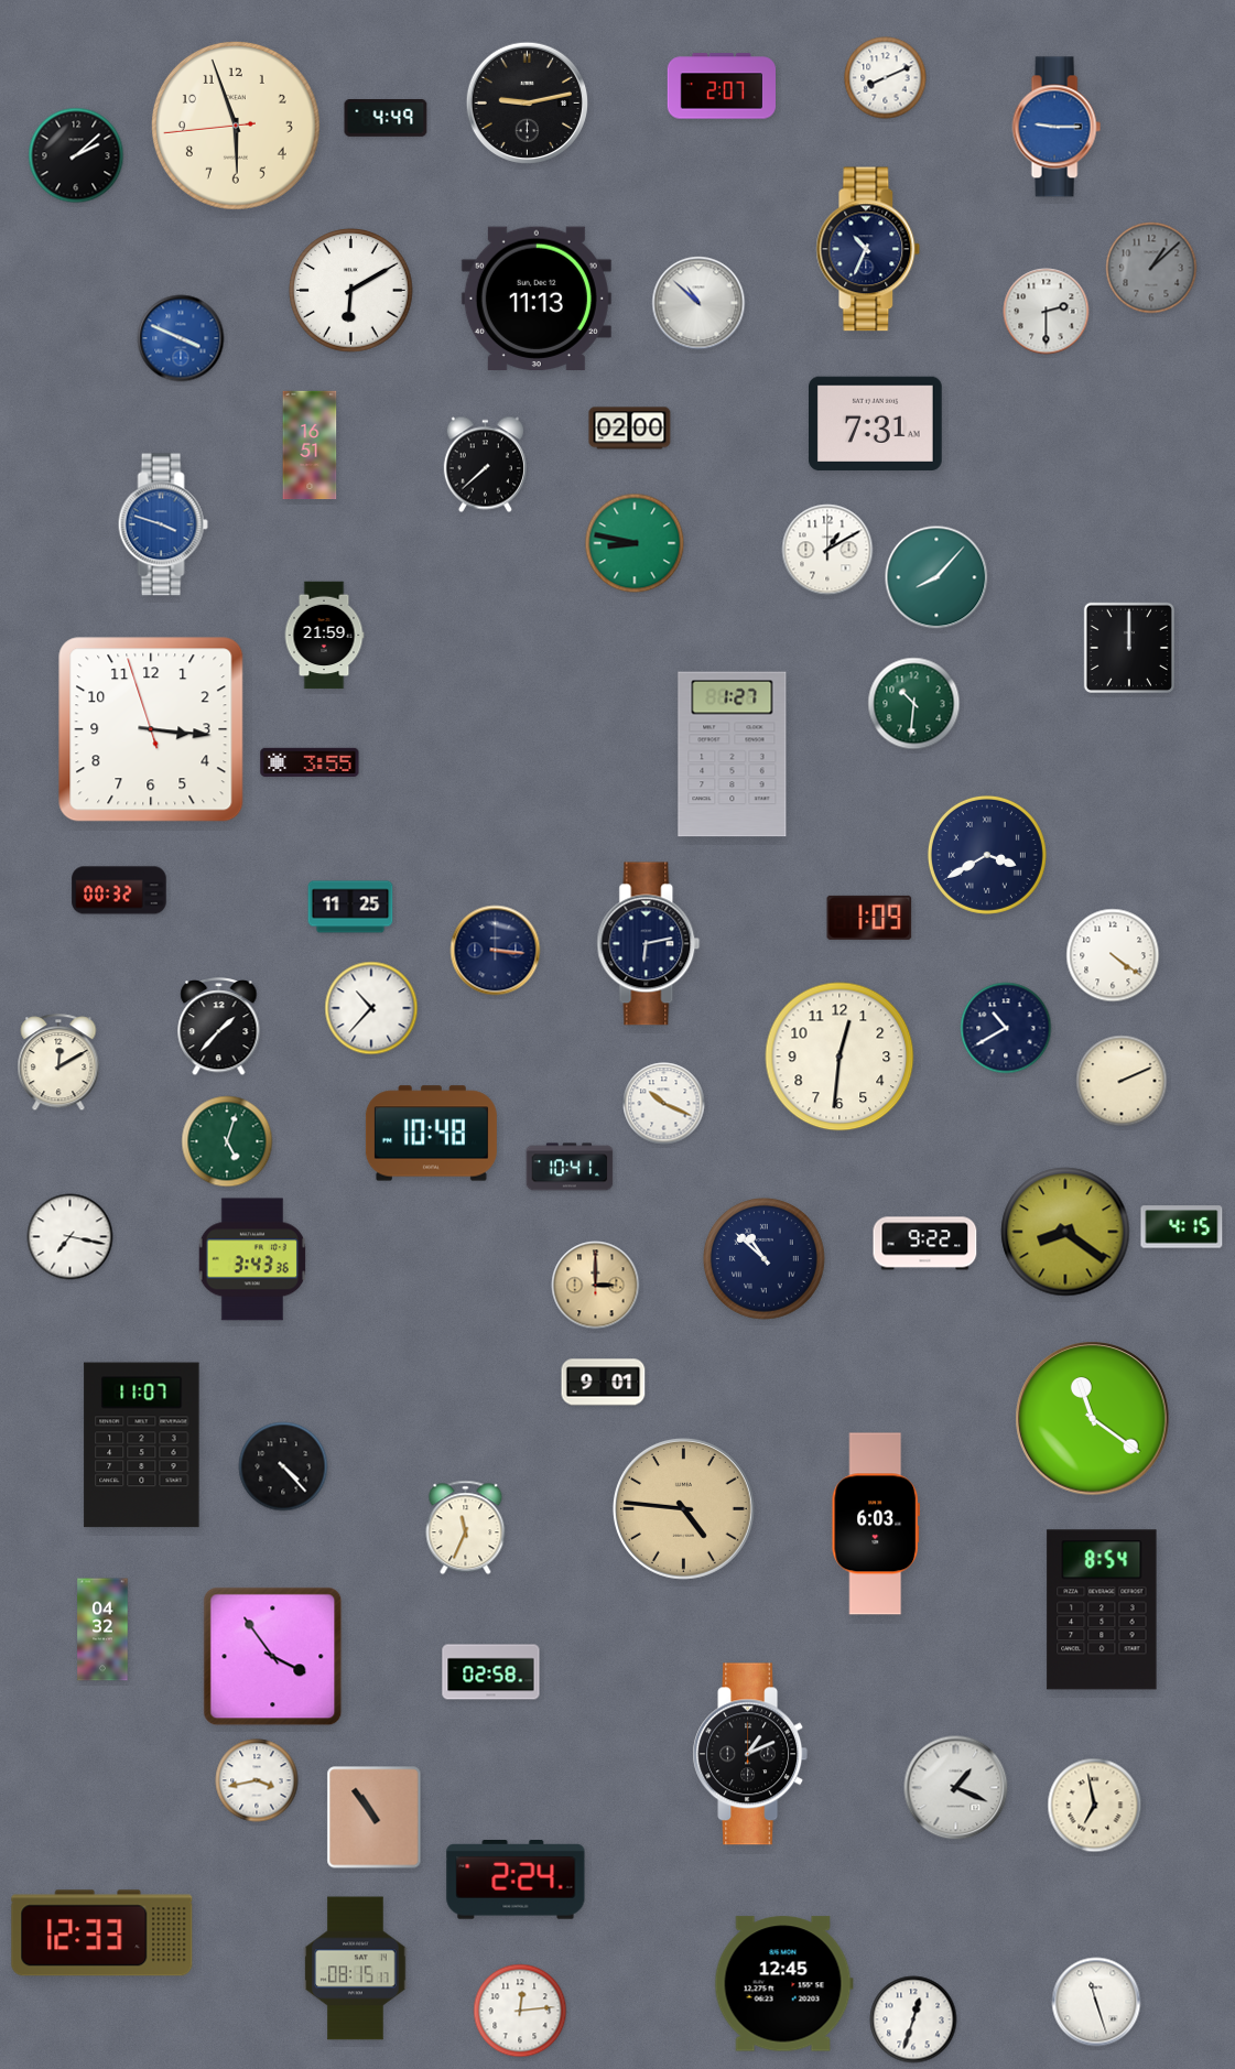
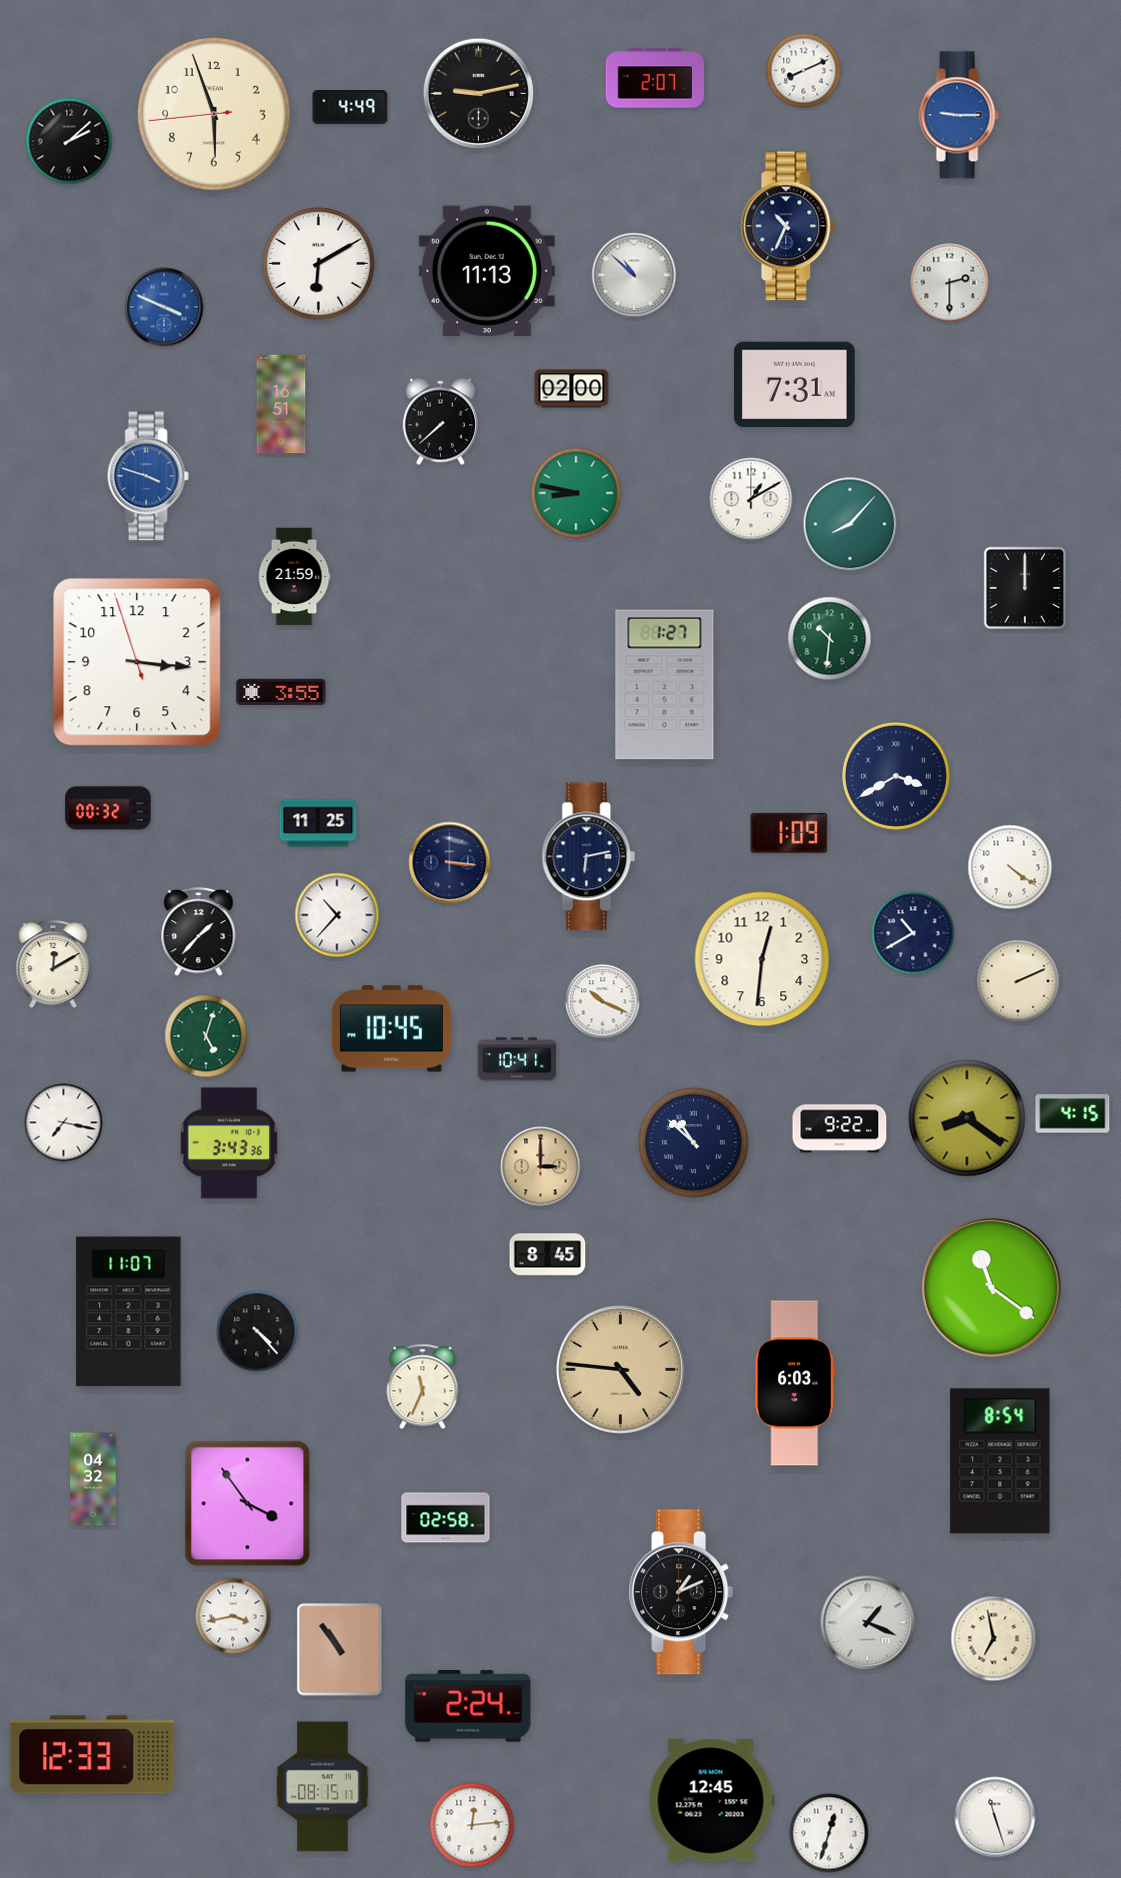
clock at (1151, 268): 1:08 -> none
clock at (431, 1134): 10:48 -> 10:45
clock at (604, 1383): 9:01 -> 8:45
